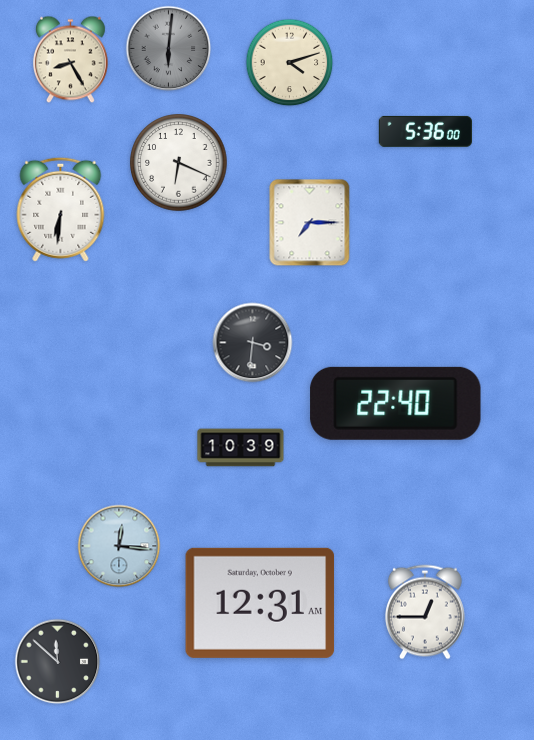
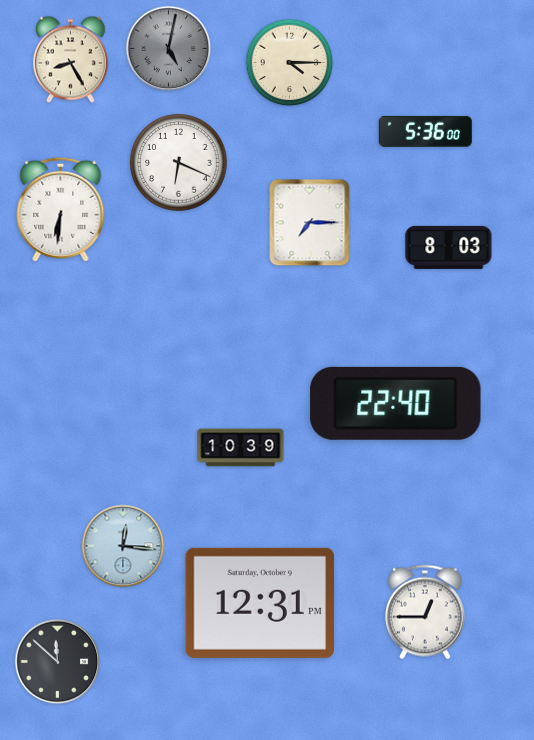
clock at (169, 49): 6:01 -> 5:02
clock at (290, 63): 4:12 -> 4:15
clock at (449, 247): none -> 8:03
clock at (253, 343): 3:31 -> none
clock at (119, 546) position: (119, 546) -> (123, 546)
clock at (260, 603): 12:31 AM -> 12:31 PM
